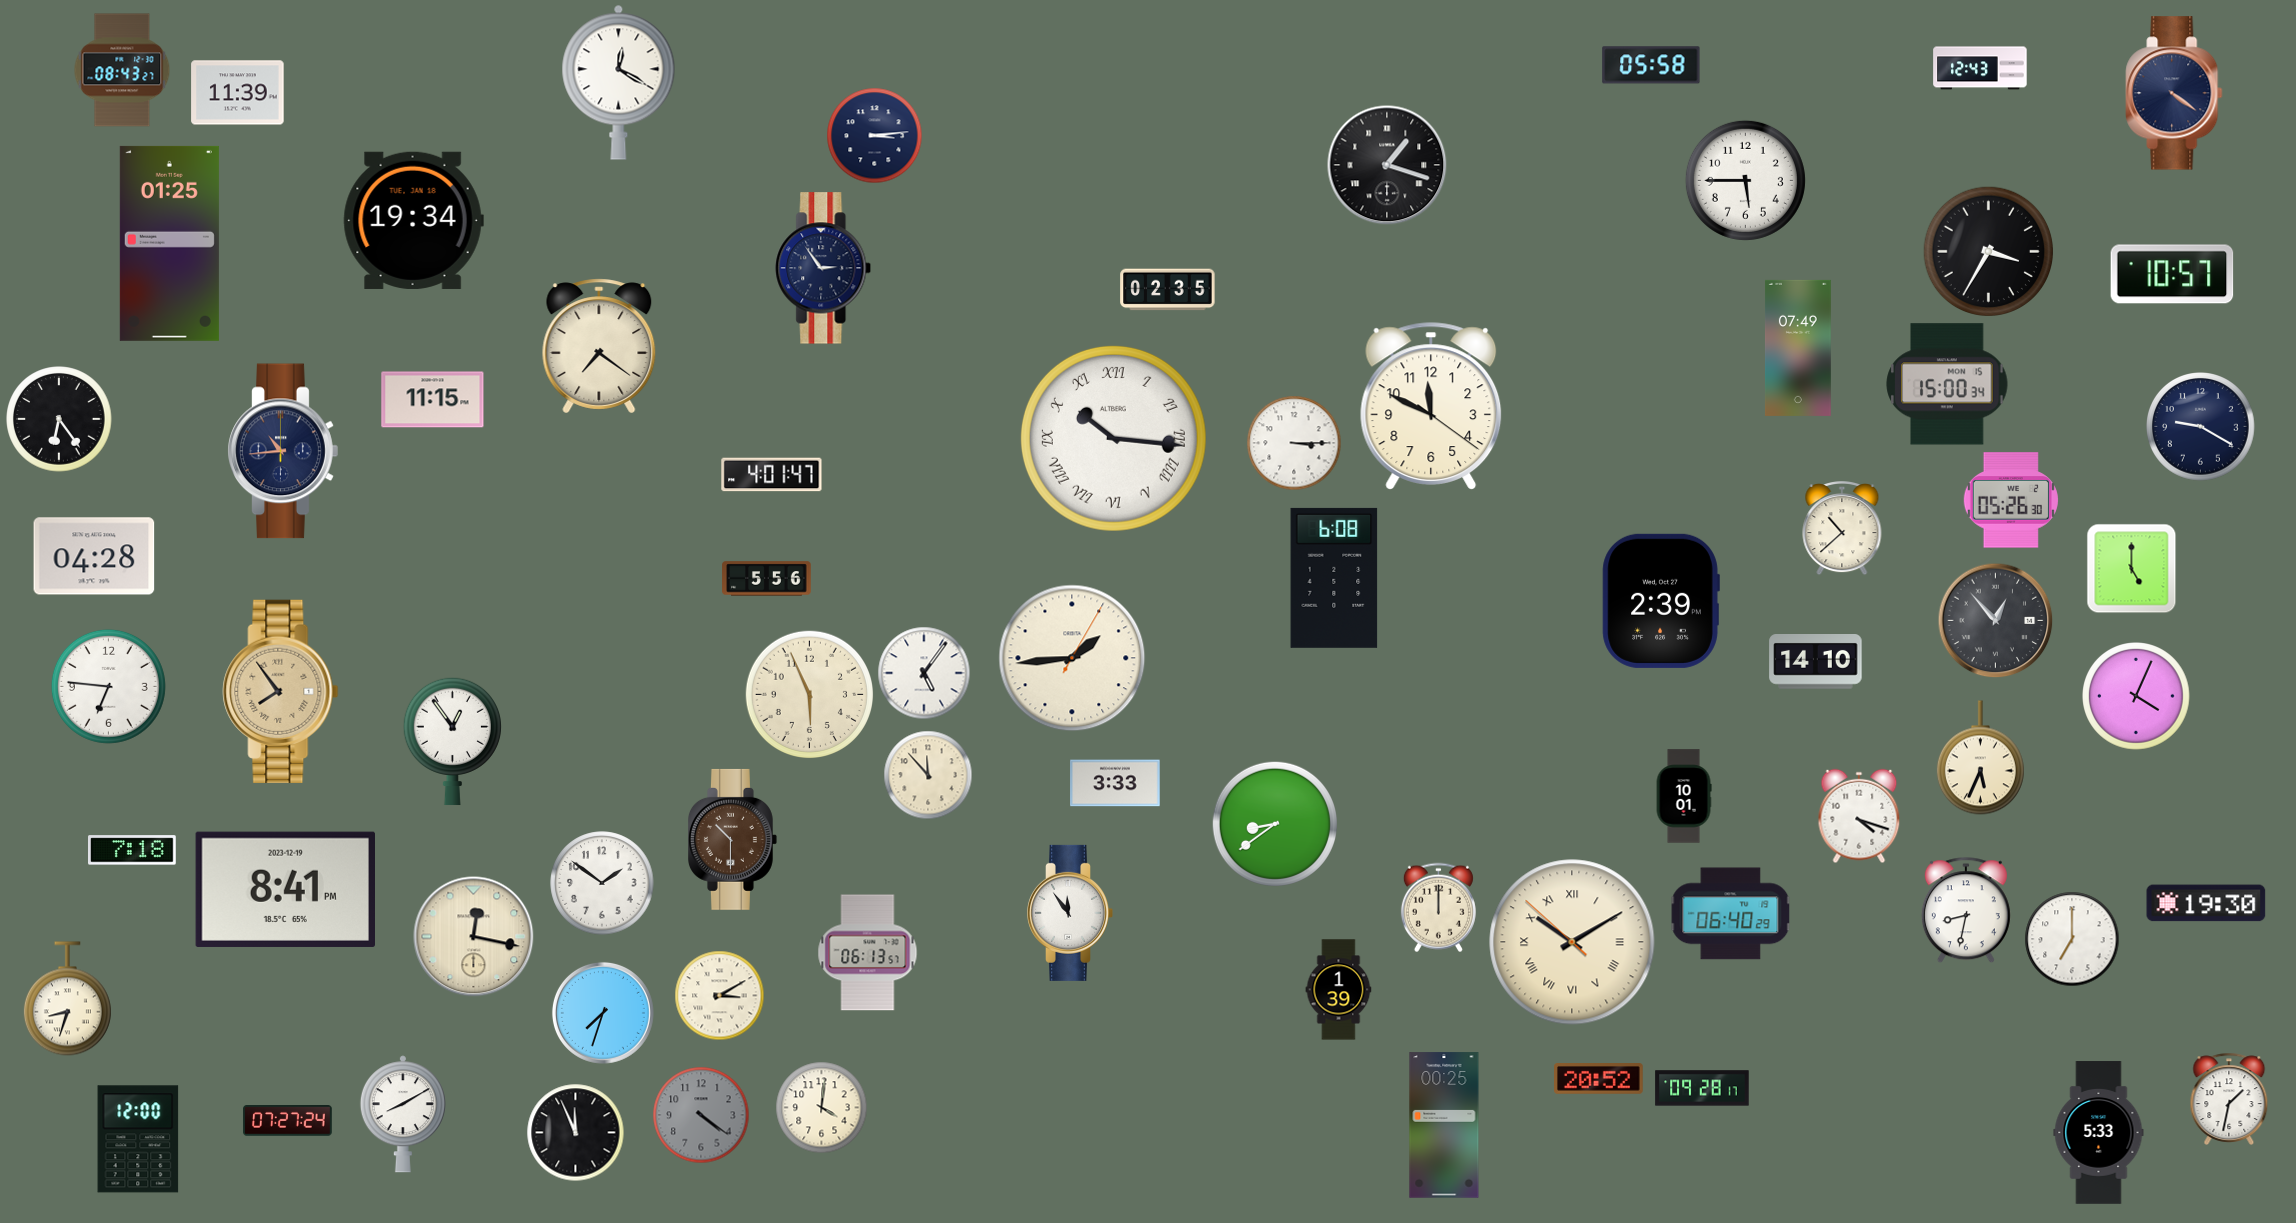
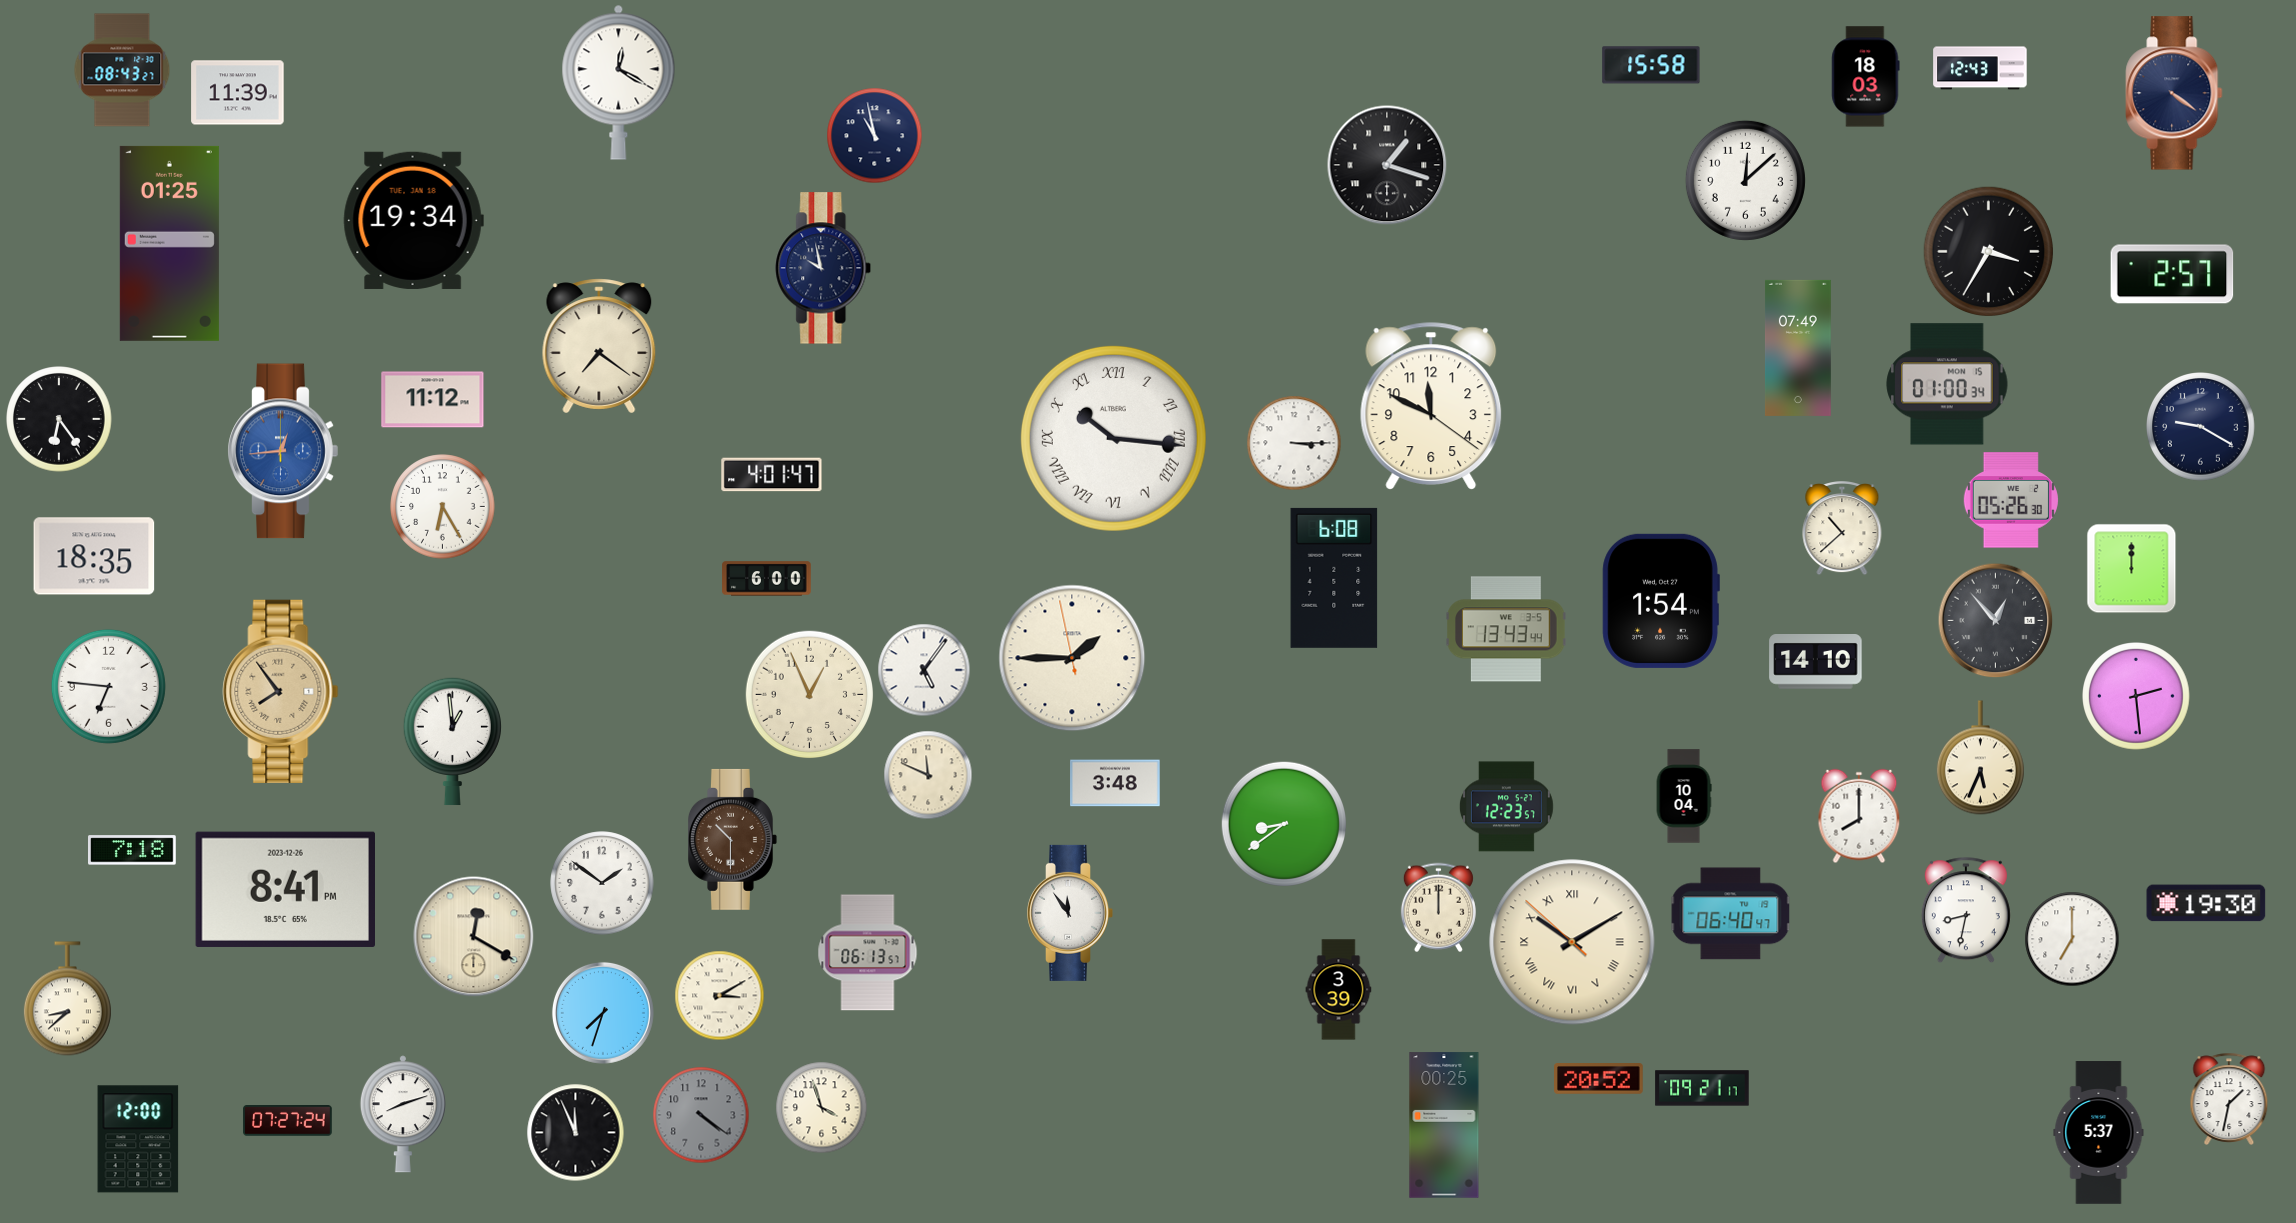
clock at (1651, 65): 05:58 -> 15:58
clock at (1866, 77): none -> 18:03
clock at (874, 135): 3:14 -> 10:58
clock at (1745, 180): 5:45 -> 12:08
clock at (824, 268): 2:54 -> 9:58
clock at (2172, 274): 10:57 -> 2:57
clock at (1168, 290): 02:35 -> none
clock at (1947, 384): 15:00 -> 01:00
clock at (433, 400): 11:15 -> 11:12
clock at (283, 451): 10:44 -> 12:44
clock at (283, 451) dial: navy -> blue
clock at (443, 507): none -> 6:25
clock at (94, 556): 04:28 -> 18:35
clock at (2131, 568): 5:00 -> 12:00
clock at (767, 579): 5:56 -> 6:00
clock at (1661, 601): 2:39 -> 1:54
clock at (1506, 629): none -> 13:43
clock at (1072, 658): 1:44:05 -> 1:44:58
clock at (924, 673) position: (924, 673) -> (924, 670)
clock at (809, 694): 5:56 -> 12:56
clock at (2137, 697): 4:04 -> 2:29
clock at (452, 741): 12:54 -> 12:59
clock at (928, 775): 11:53 -> 11:49
clock at (1115, 783): 3:33 -> 3:48
clock at (1684, 796): 10:01 -> 10:04
clock at (1506, 807): none -> 12:23
clock at (1859, 816): 4:18 -> 8:00
clock at (1275, 824) position: (1275, 824) -> (1284, 824)
clock at (285, 889) date: 2023-12-19 -> 2023-12-26
clock at (1731, 914): 06:40:29 -> 06:40:47
clock at (474, 937): 12:17 -> 12:20
clock at (1339, 990): 1:39 -> 3:39
clock at (67, 999): 8:33 -> 8:38
clock at (1702, 1088): 09:28 -> 09:21
clock at (821, 1107): 4:01 -> 3:57
clock at (403, 1114): 8:10 -> 8:12
clock at (2099, 1133): 5:33 -> 5:37
